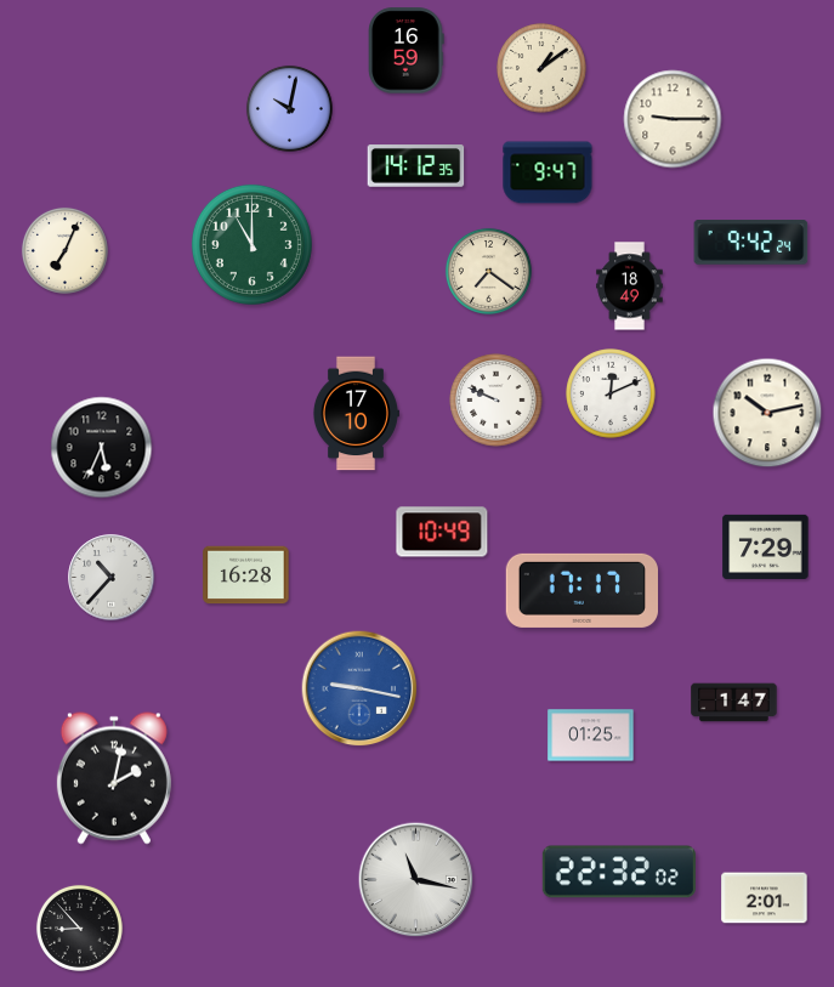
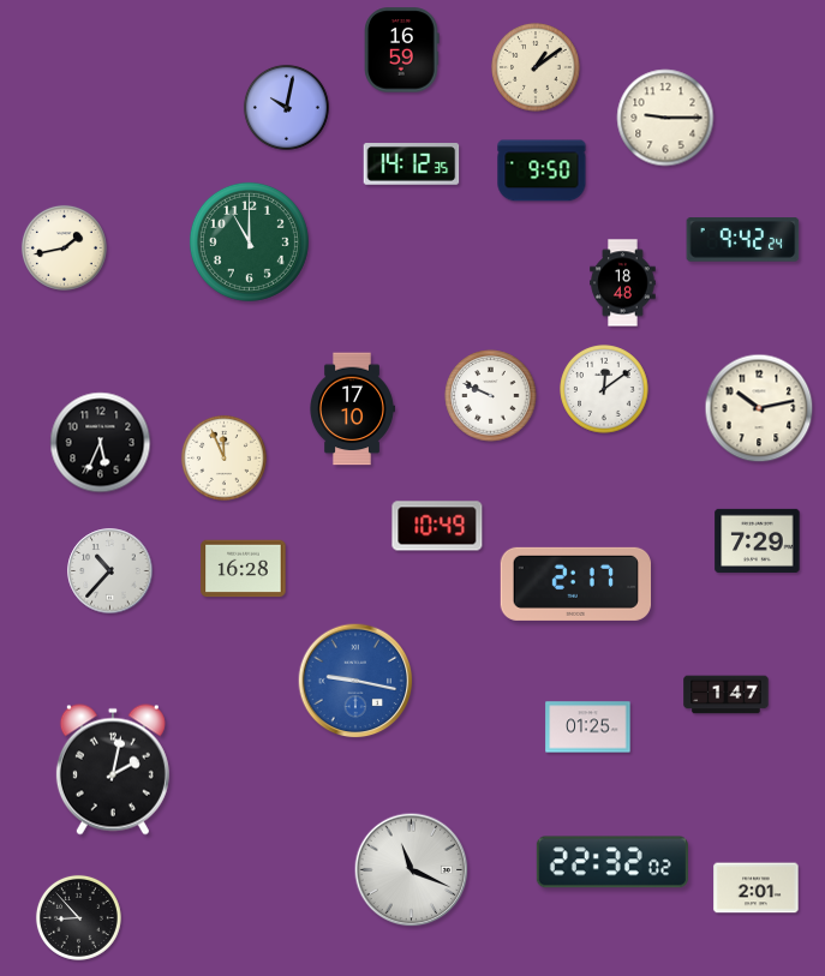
clock at (548, 172): 9:47 -> 9:50
clock at (64, 250): 7:04 -> 1:43
clock at (488, 271): 7:21 -> none
clock at (630, 287): 18:49 -> 18:48
clock at (611, 393): 12:11 -> 12:09
clock at (223, 457): none -> 11:56
clock at (581, 590): 17:17 -> 2:17
clock at (591, 736) position: (591, 736) -> (588, 727)
clock at (416, 880): 11:17 -> 11:19
